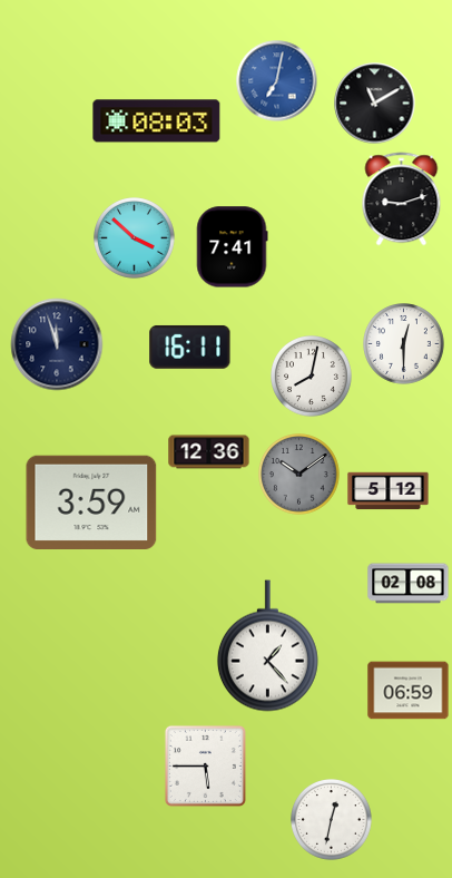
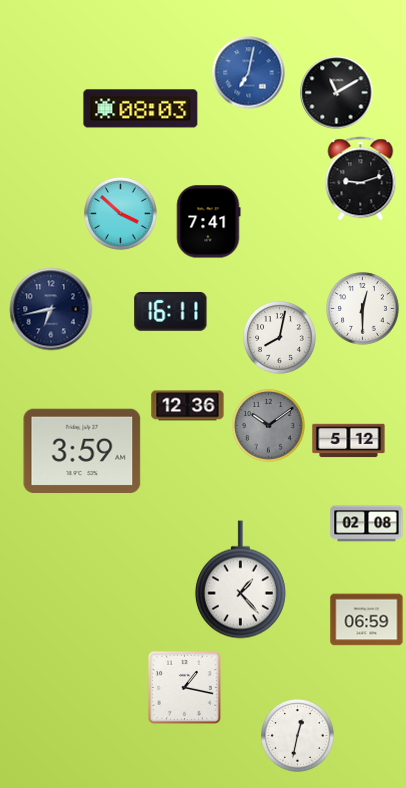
clock at (57, 344): 11:57 -> 6:43
clock at (205, 765): 5:45 -> 1:17
